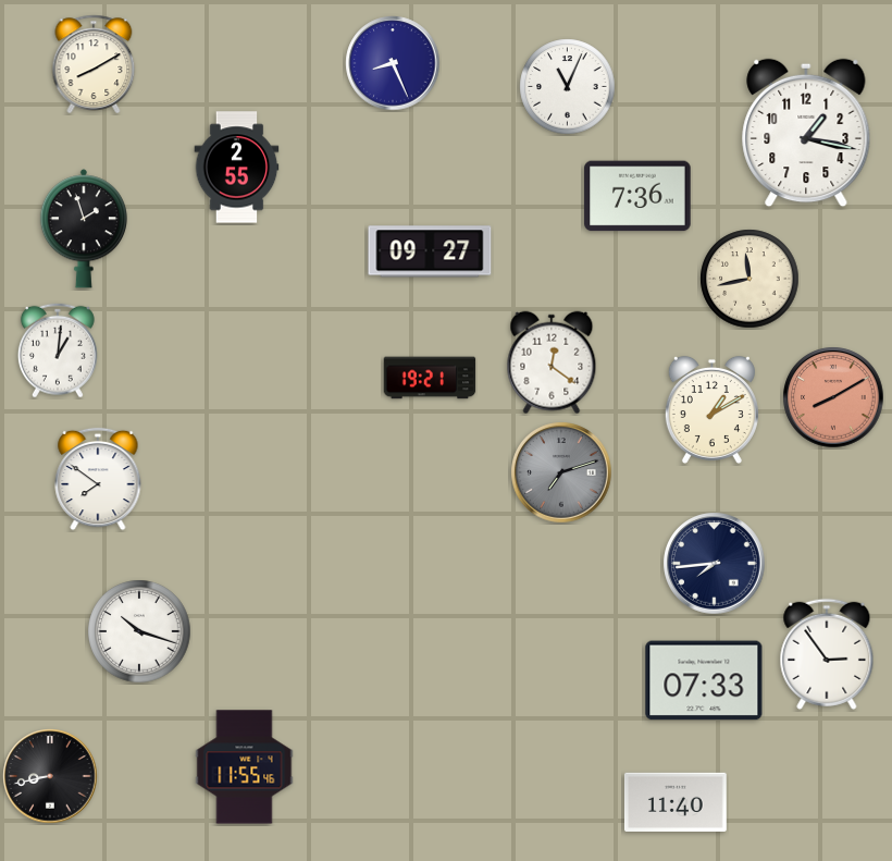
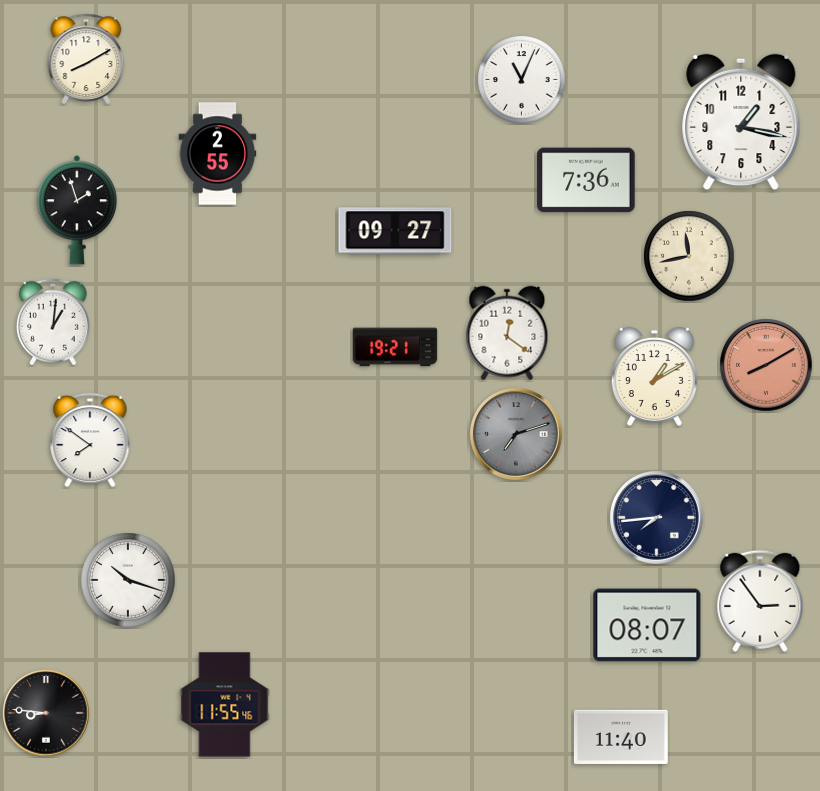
clock at (393, 63): 8:26 -> none
clock at (704, 680): 07:33 -> 08:07
clock at (50, 776): 8:43 -> 8:46
